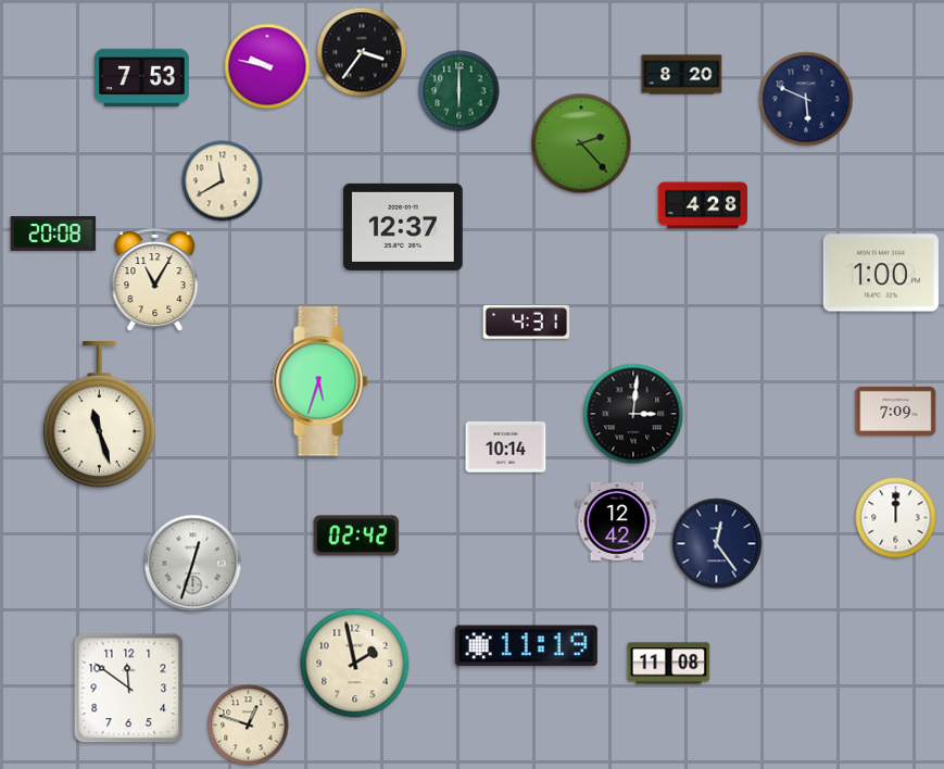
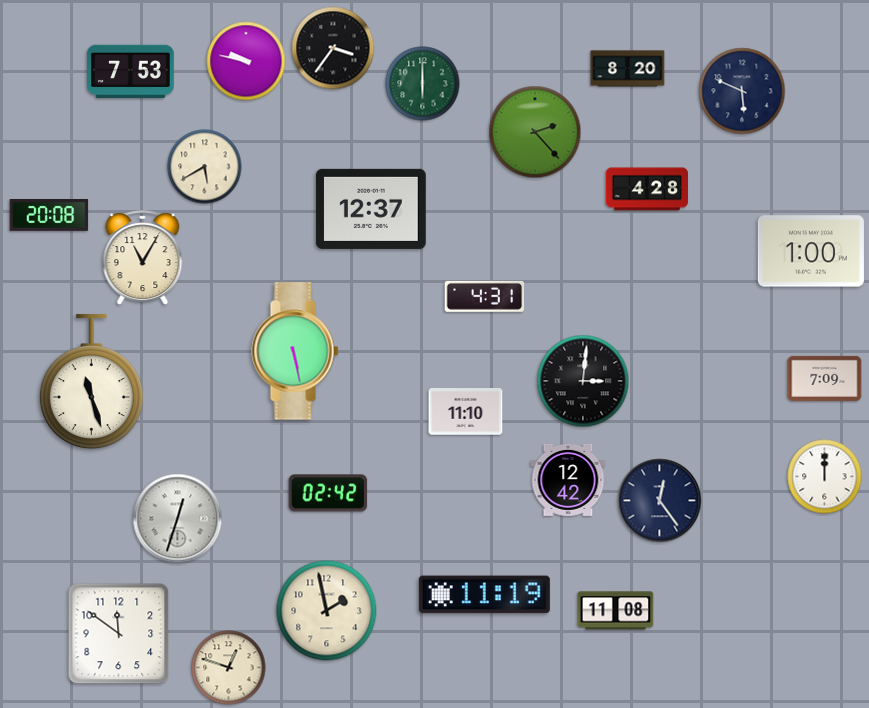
clock at (223, 181): 11:40 -> 5:40
clock at (320, 381): 5:33 -> 5:28
clock at (506, 447): 10:14 -> 11:10
